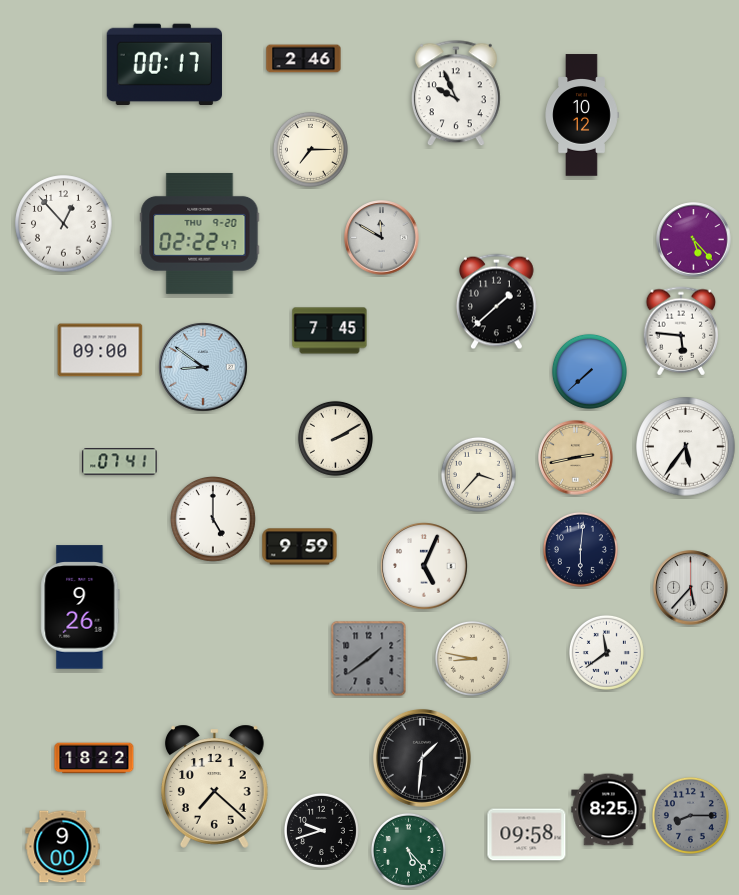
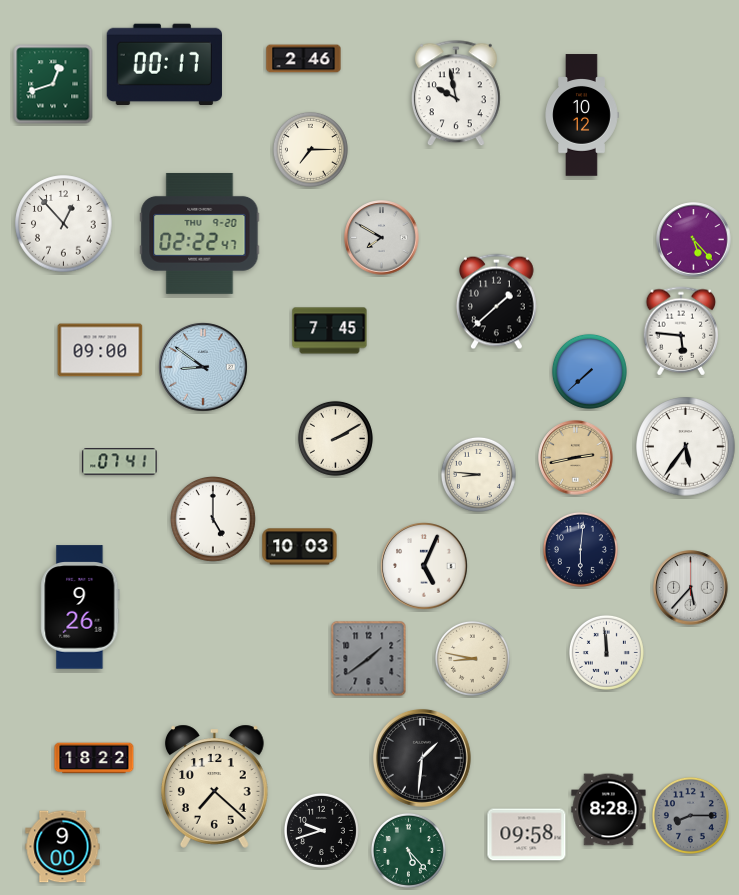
clock at (53, 84): none -> 12:42
clock at (456, 94): 9:56 -> 9:58
clock at (382, 238): 11:50 -> 7:50
clock at (478, 474): 3:37 -> 8:46
clock at (300, 547): 9:59 -> 10:03
clock at (606, 652): 11:39 -> 11:59
clock at (609, 810): 8:25 -> 8:28
